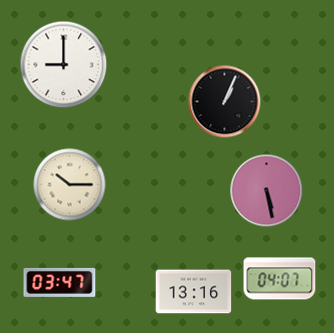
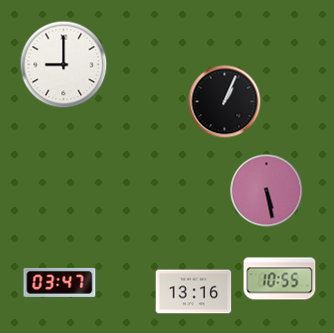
clock at (70, 185): 10:15 -> none
clock at (280, 279): 04:07 -> 10:55
